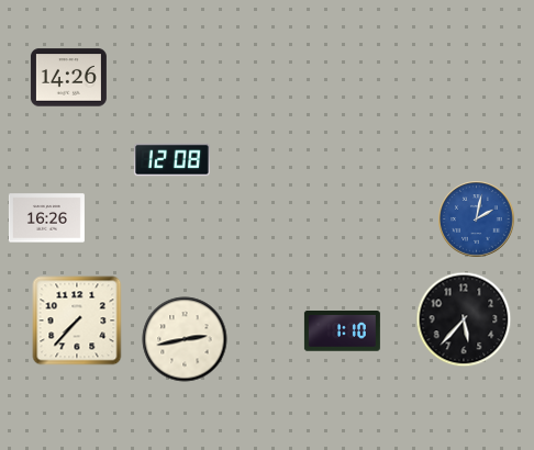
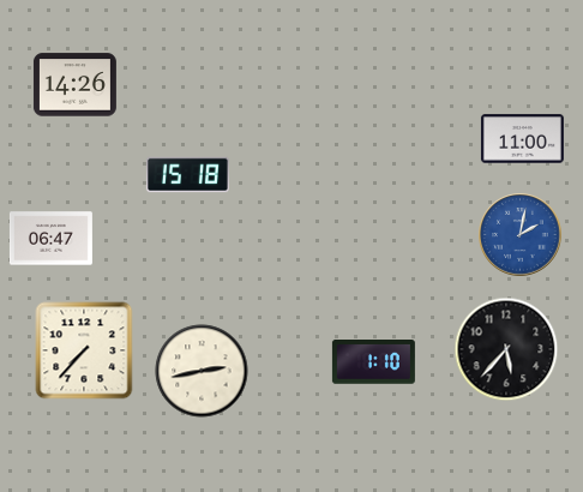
clock at (522, 139): none -> 11:00
clock at (171, 160): 12:08 -> 15:18
clock at (46, 218): 16:26 -> 06:47
clock at (477, 220) position: (477, 220) -> (521, 235)
